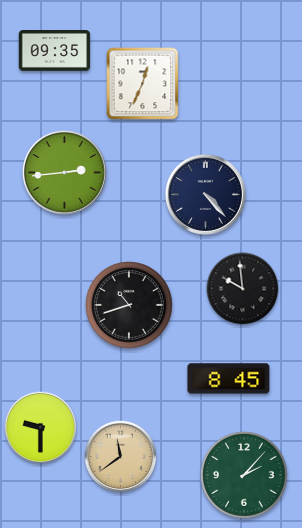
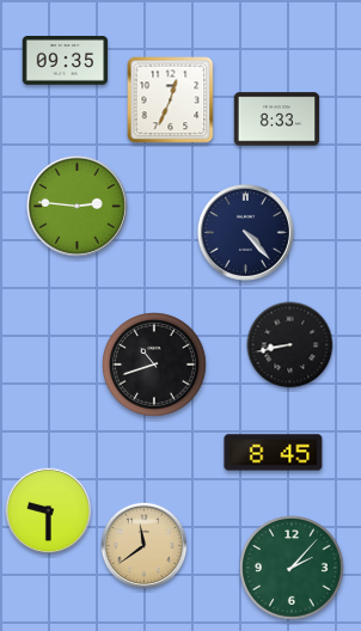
clock at (277, 120): none -> 8:33
clock at (65, 173): 2:44 -> 2:46
clock at (243, 289): 9:59 -> 8:43
